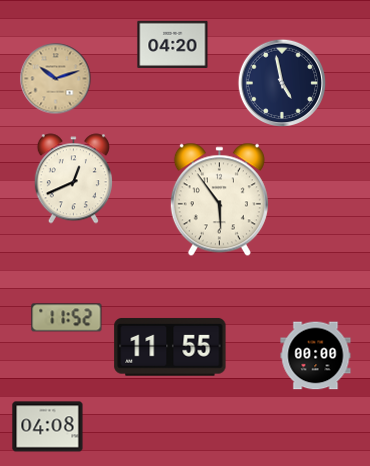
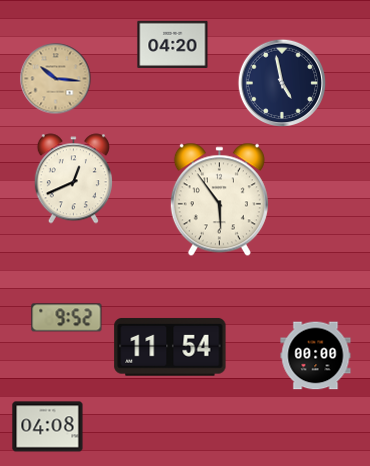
clock at (56, 79): 10:12 -> 10:16
clock at (67, 318): 11:52 -> 9:52
clock at (170, 347): 11:55 -> 11:54
